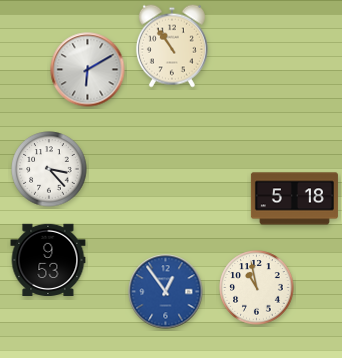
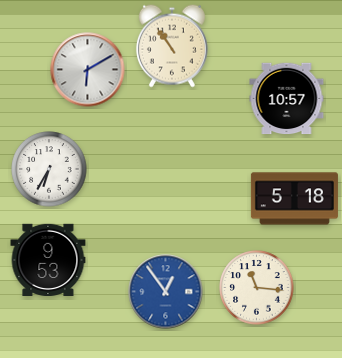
clock at (287, 99): none -> 10:57
clock at (49, 169): 3:23 -> 6:35
clock at (257, 288): 10:58 -> 11:16
